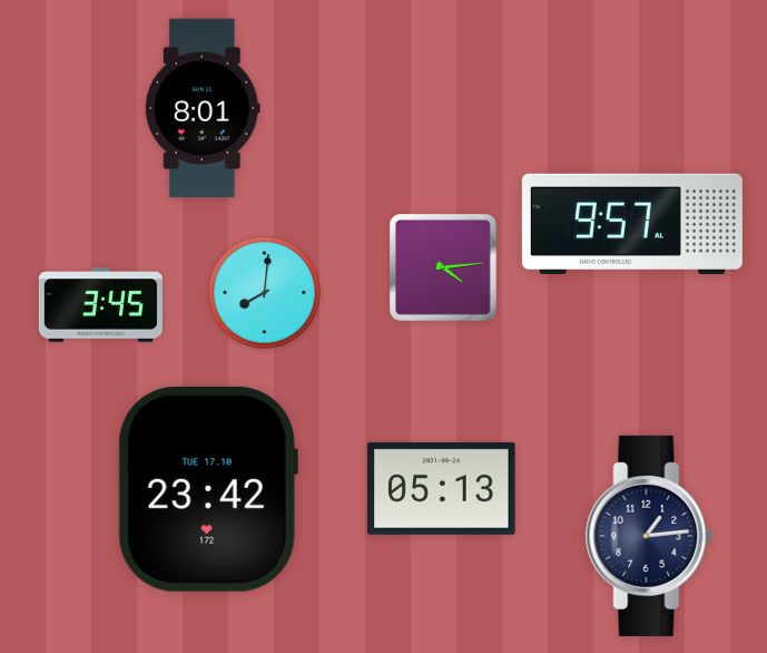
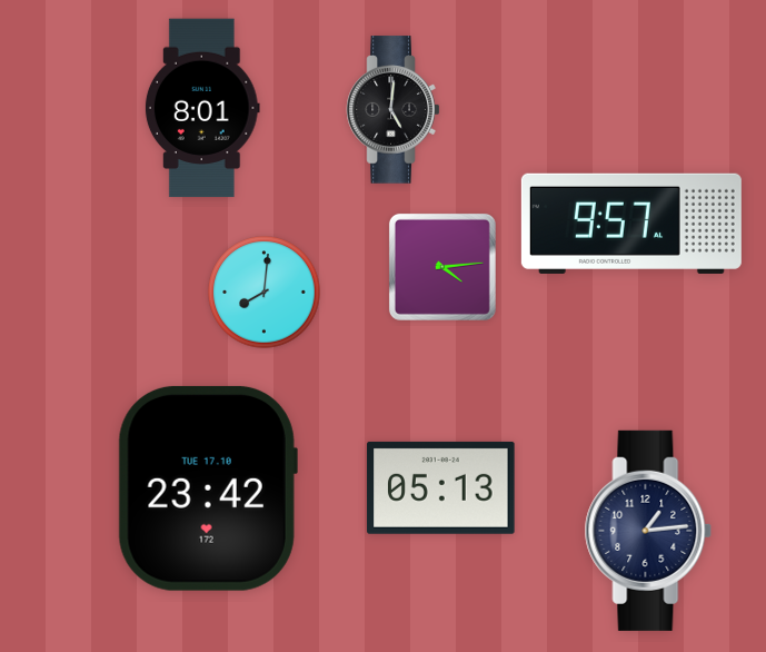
clock at (394, 110): none -> 5:01
clock at (100, 305): 3:45 -> none
clock at (649, 536) position: (649, 536) -> (648, 531)
